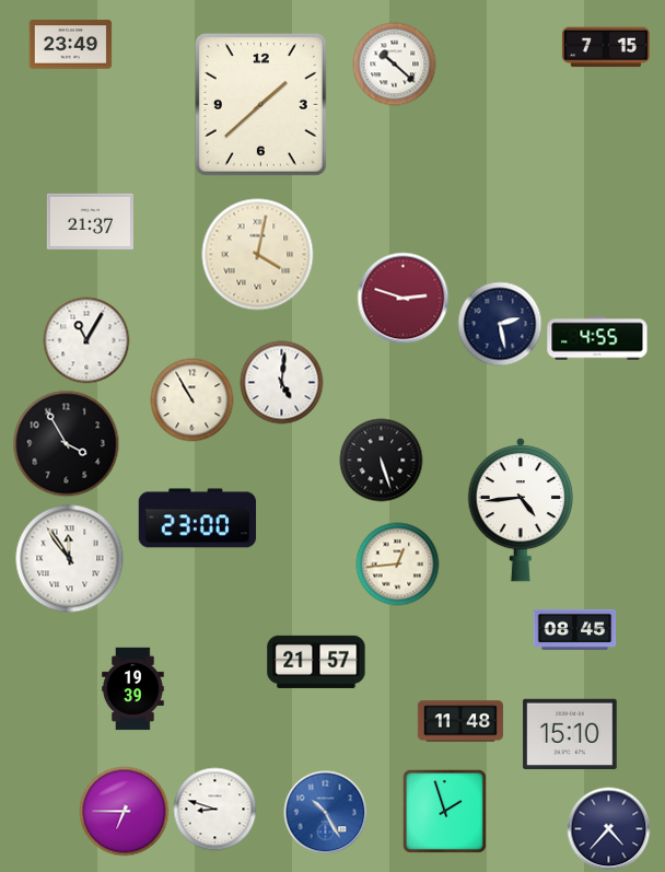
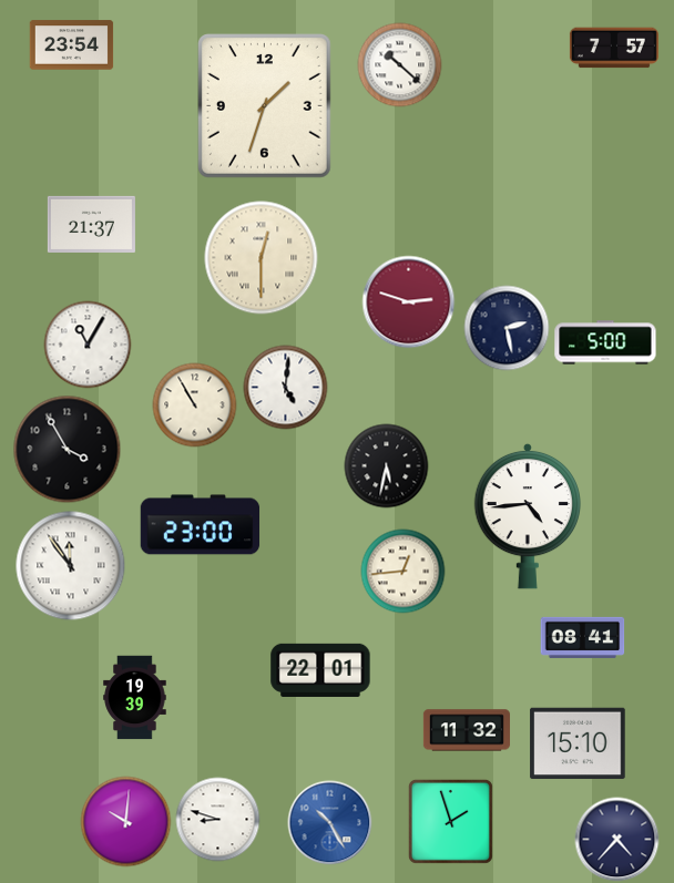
clock at (71, 45): 23:49 -> 23:54
clock at (606, 47): 7:15 -> 7:57
clock at (260, 105): 1:38 -> 1:33
clock at (258, 255): 4:02 -> 12:30
clock at (597, 338): 4:55 -> 5:00
clock at (382, 461): 5:27 -> 5:32
clock at (575, 629): 08:45 -> 08:41
clock at (316, 662): 21:57 -> 22:01
clock at (459, 721): 11:48 -> 11:32
clock at (125, 812): 6:45 -> 10:01
